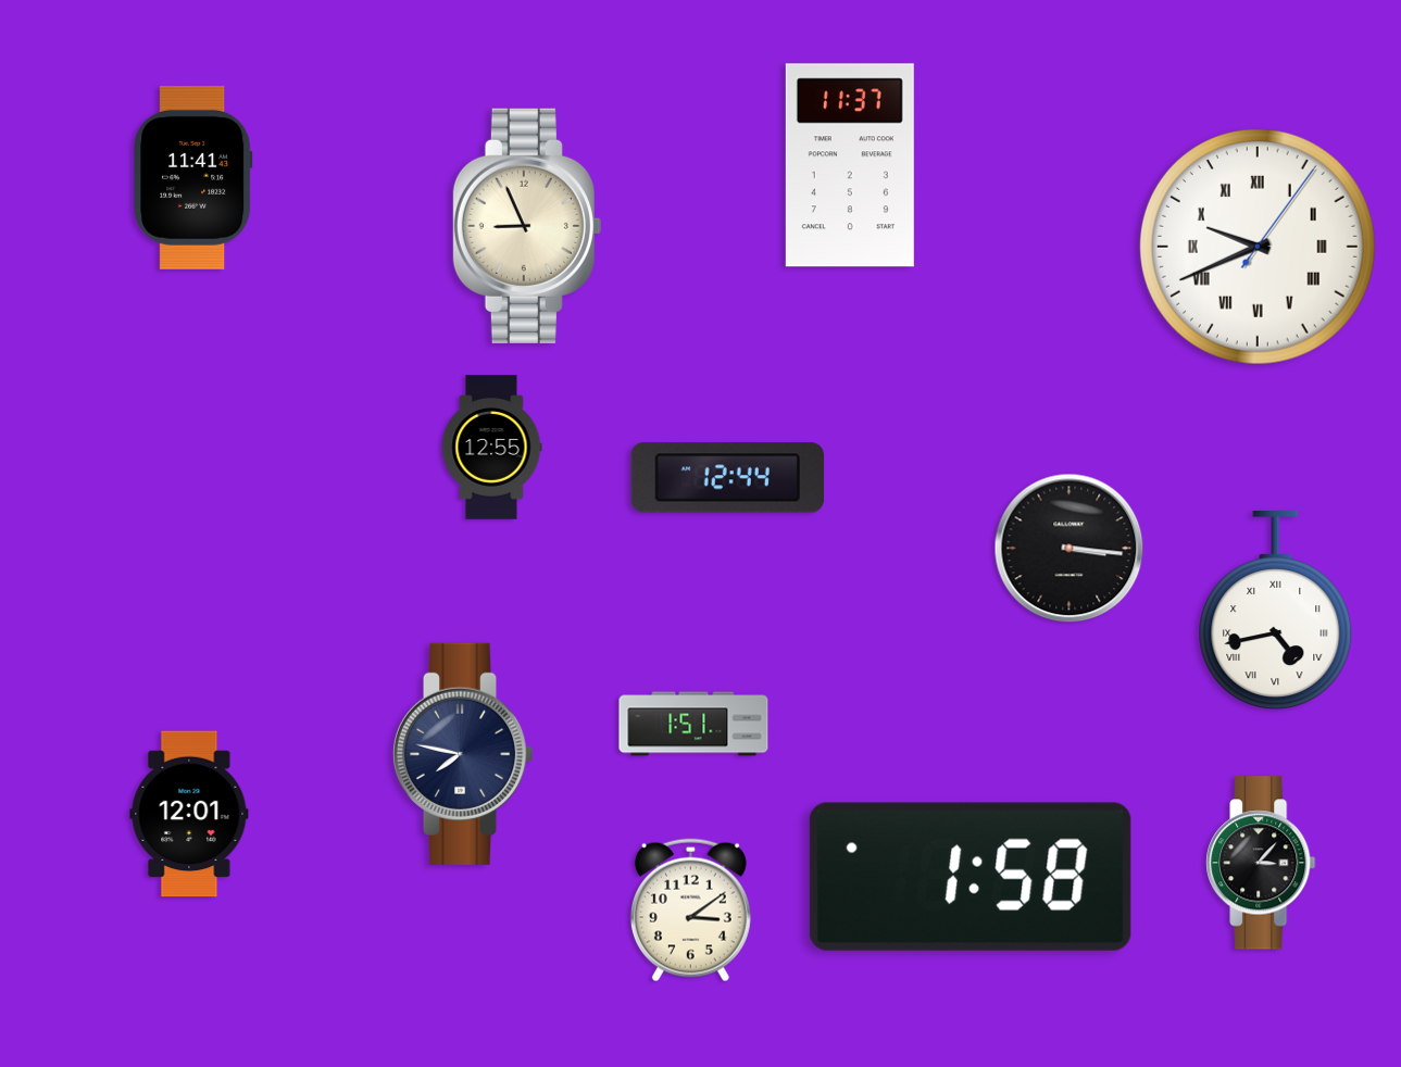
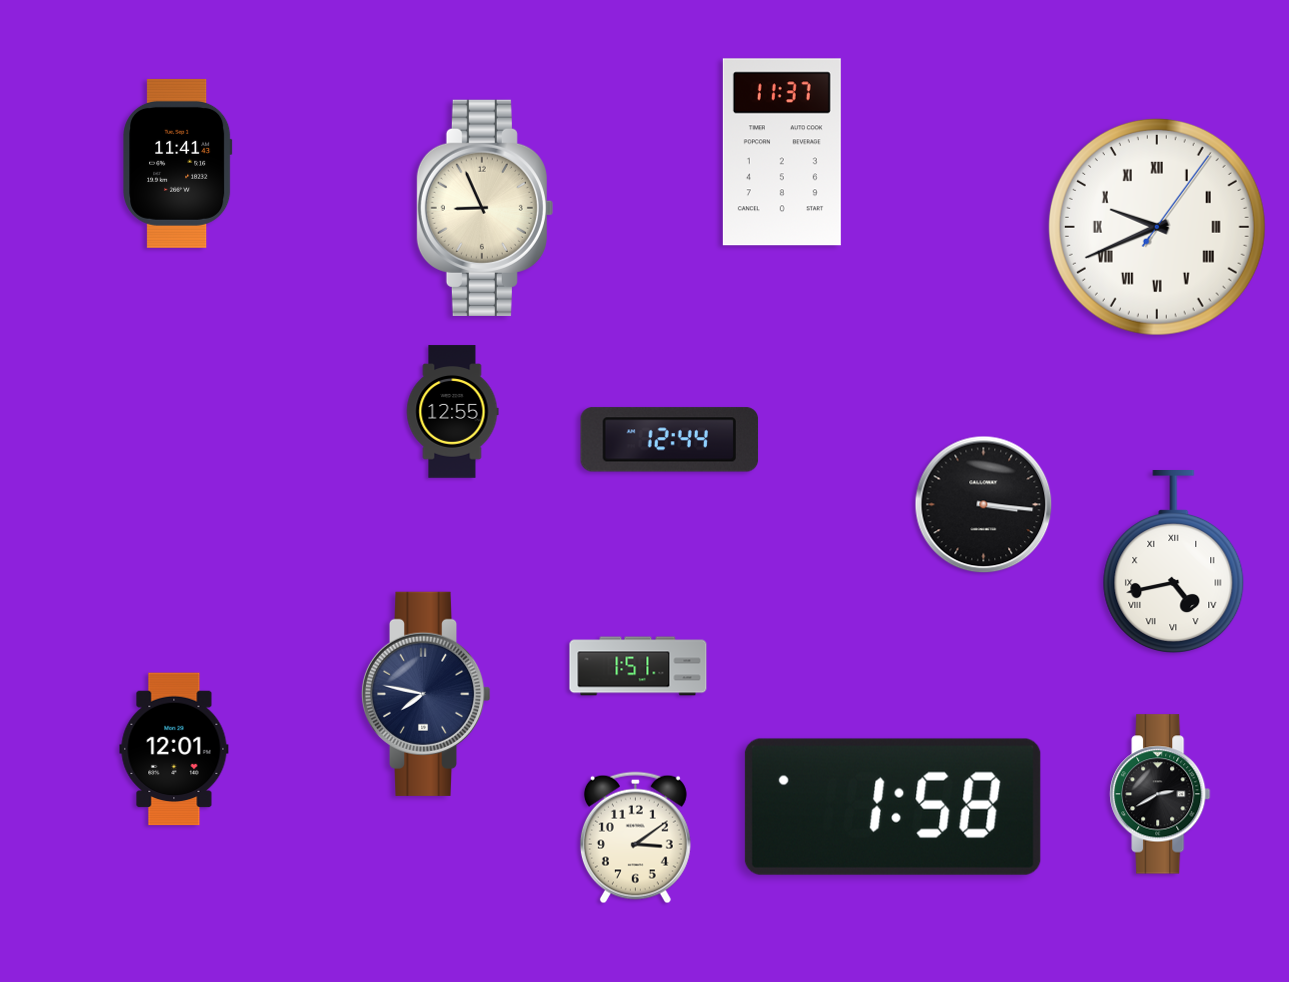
clock at (1261, 863): 3:07 -> 2:40
